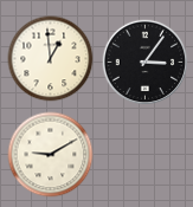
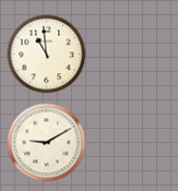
clock at (51, 59): 12:59 -> 10:59
clock at (146, 63): 3:06 -> none
